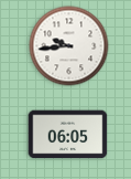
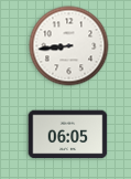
clock at (69, 46): 9:44 -> 8:44
